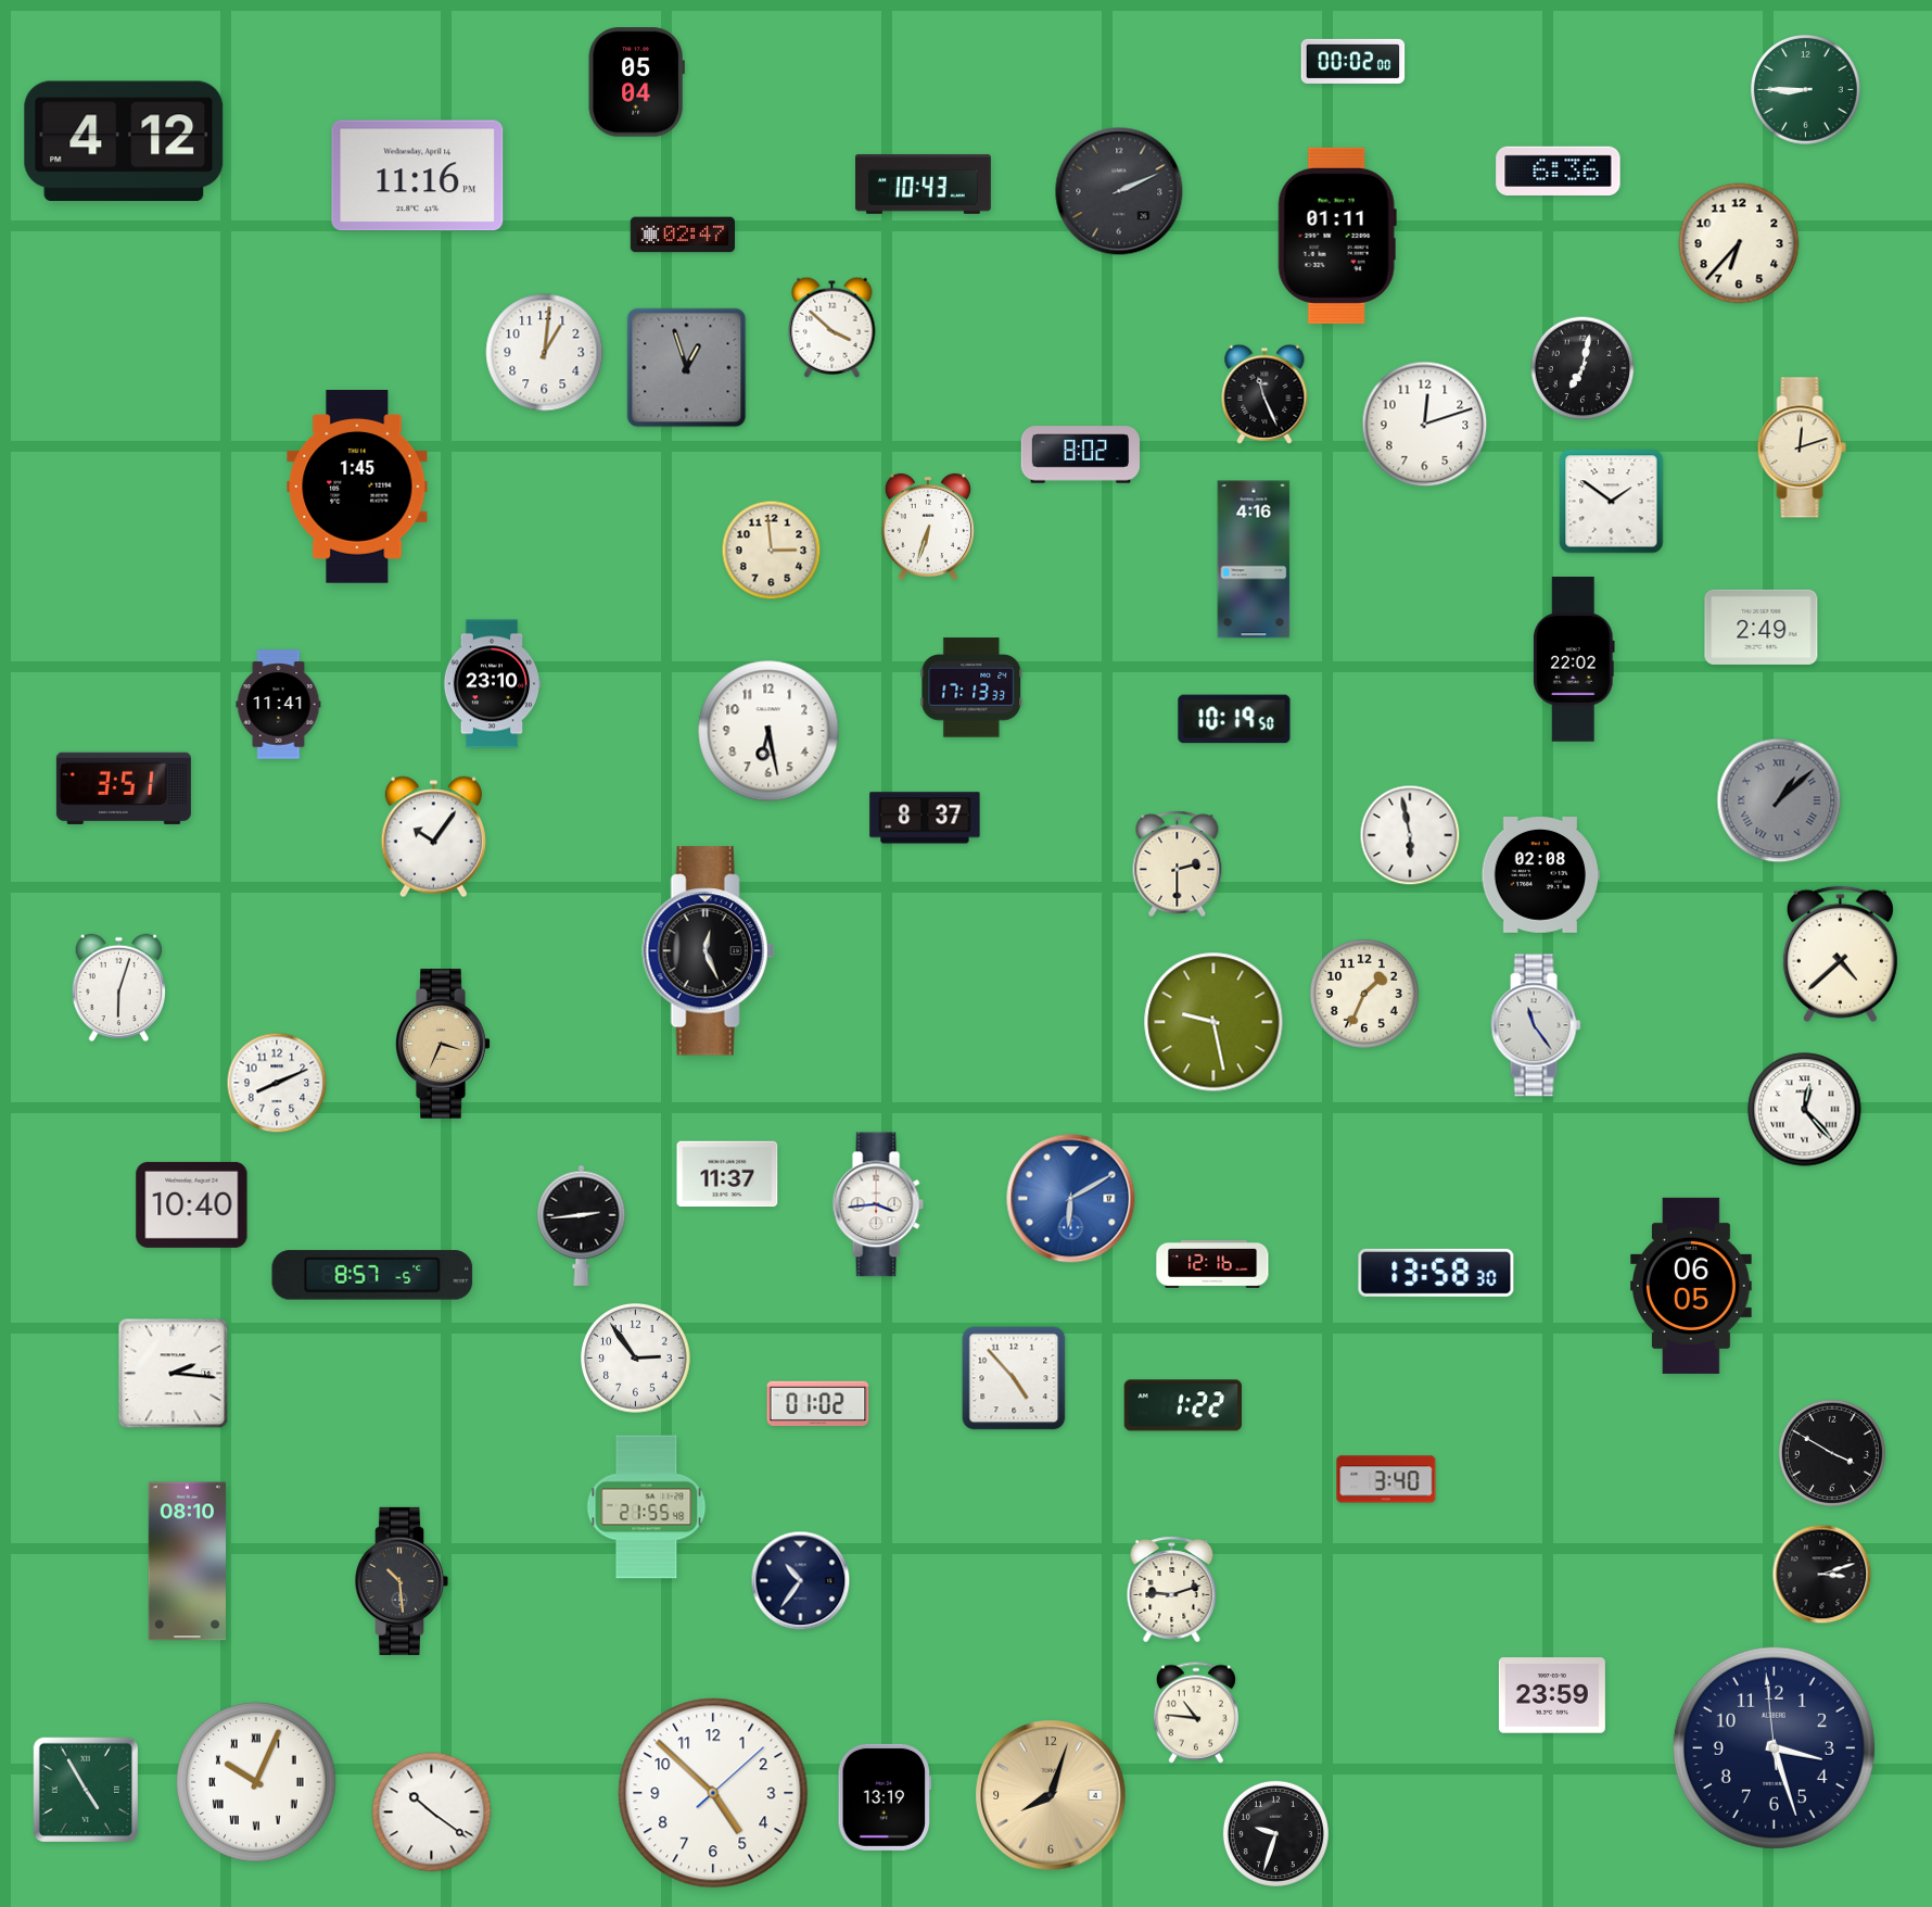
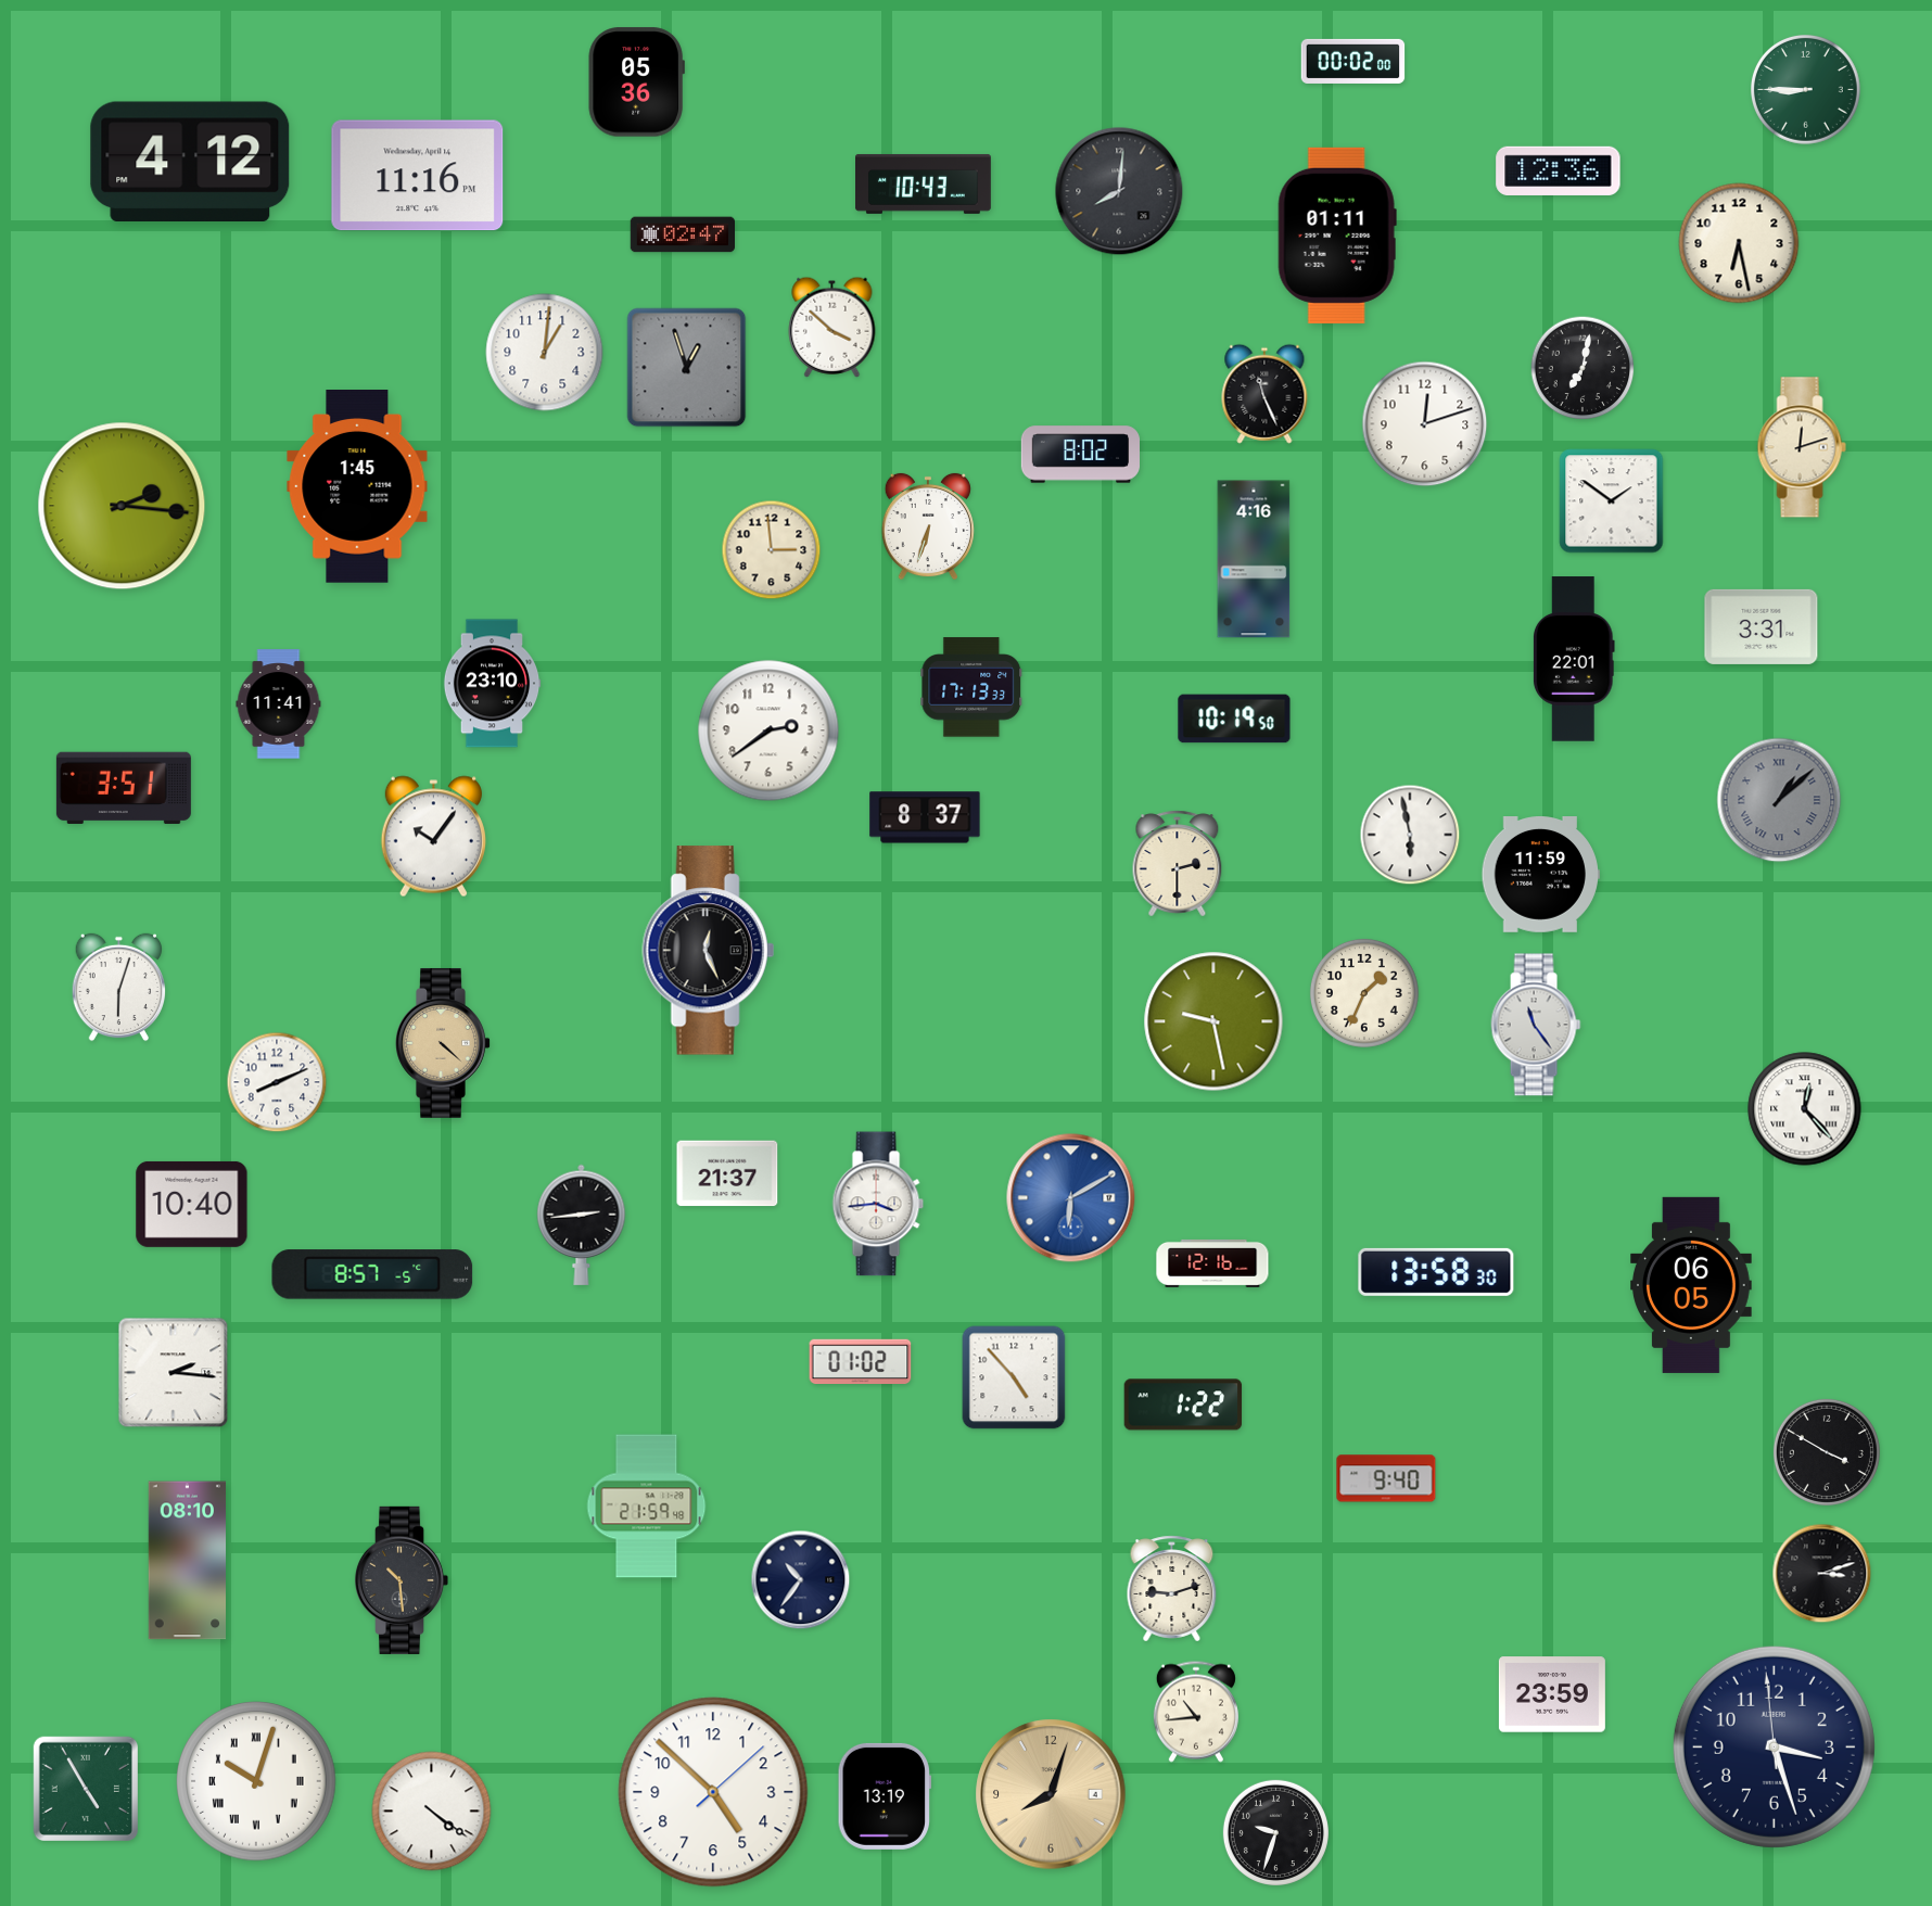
clock at (636, 83): 05:04 -> 05:36
clock at (124, 140) position: (124, 140) -> (190, 161)
clock at (1559, 171): 6:36 -> 12:36
clock at (1119, 191): 2:11 -> 8:01
clock at (1739, 243): 6:37 -> 6:28
clock at (122, 506): none -> 2:16
clock at (1762, 627): 2:49 -> 3:31
clock at (1574, 659): 22:02 -> 22:01
clock at (768, 731): 6:28 -> 2:39
clock at (1540, 875): 02:08 -> 11:59
clock at (1840, 955): 4:38 -> none
clock at (443, 1044): 3:34 -> 4:22
clock at (727, 1174): 11:37 -> 21:37
clock at (636, 1359): 2:54 -> none
clock at (818, 1403) position: (818, 1403) -> (861, 1361)
clock at (1832, 1453) position: (1832, 1453) -> (1827, 1452)
clock at (1386, 1479): 3:40 -> 9:40
clock at (647, 1507): 21:55 -> 21:59
clock at (1196, 1713): 10:46 -> 10:44
clock at (256, 1782): 10:04 -> 10:03
clock at (432, 1813): 10:21 -> 4:21
